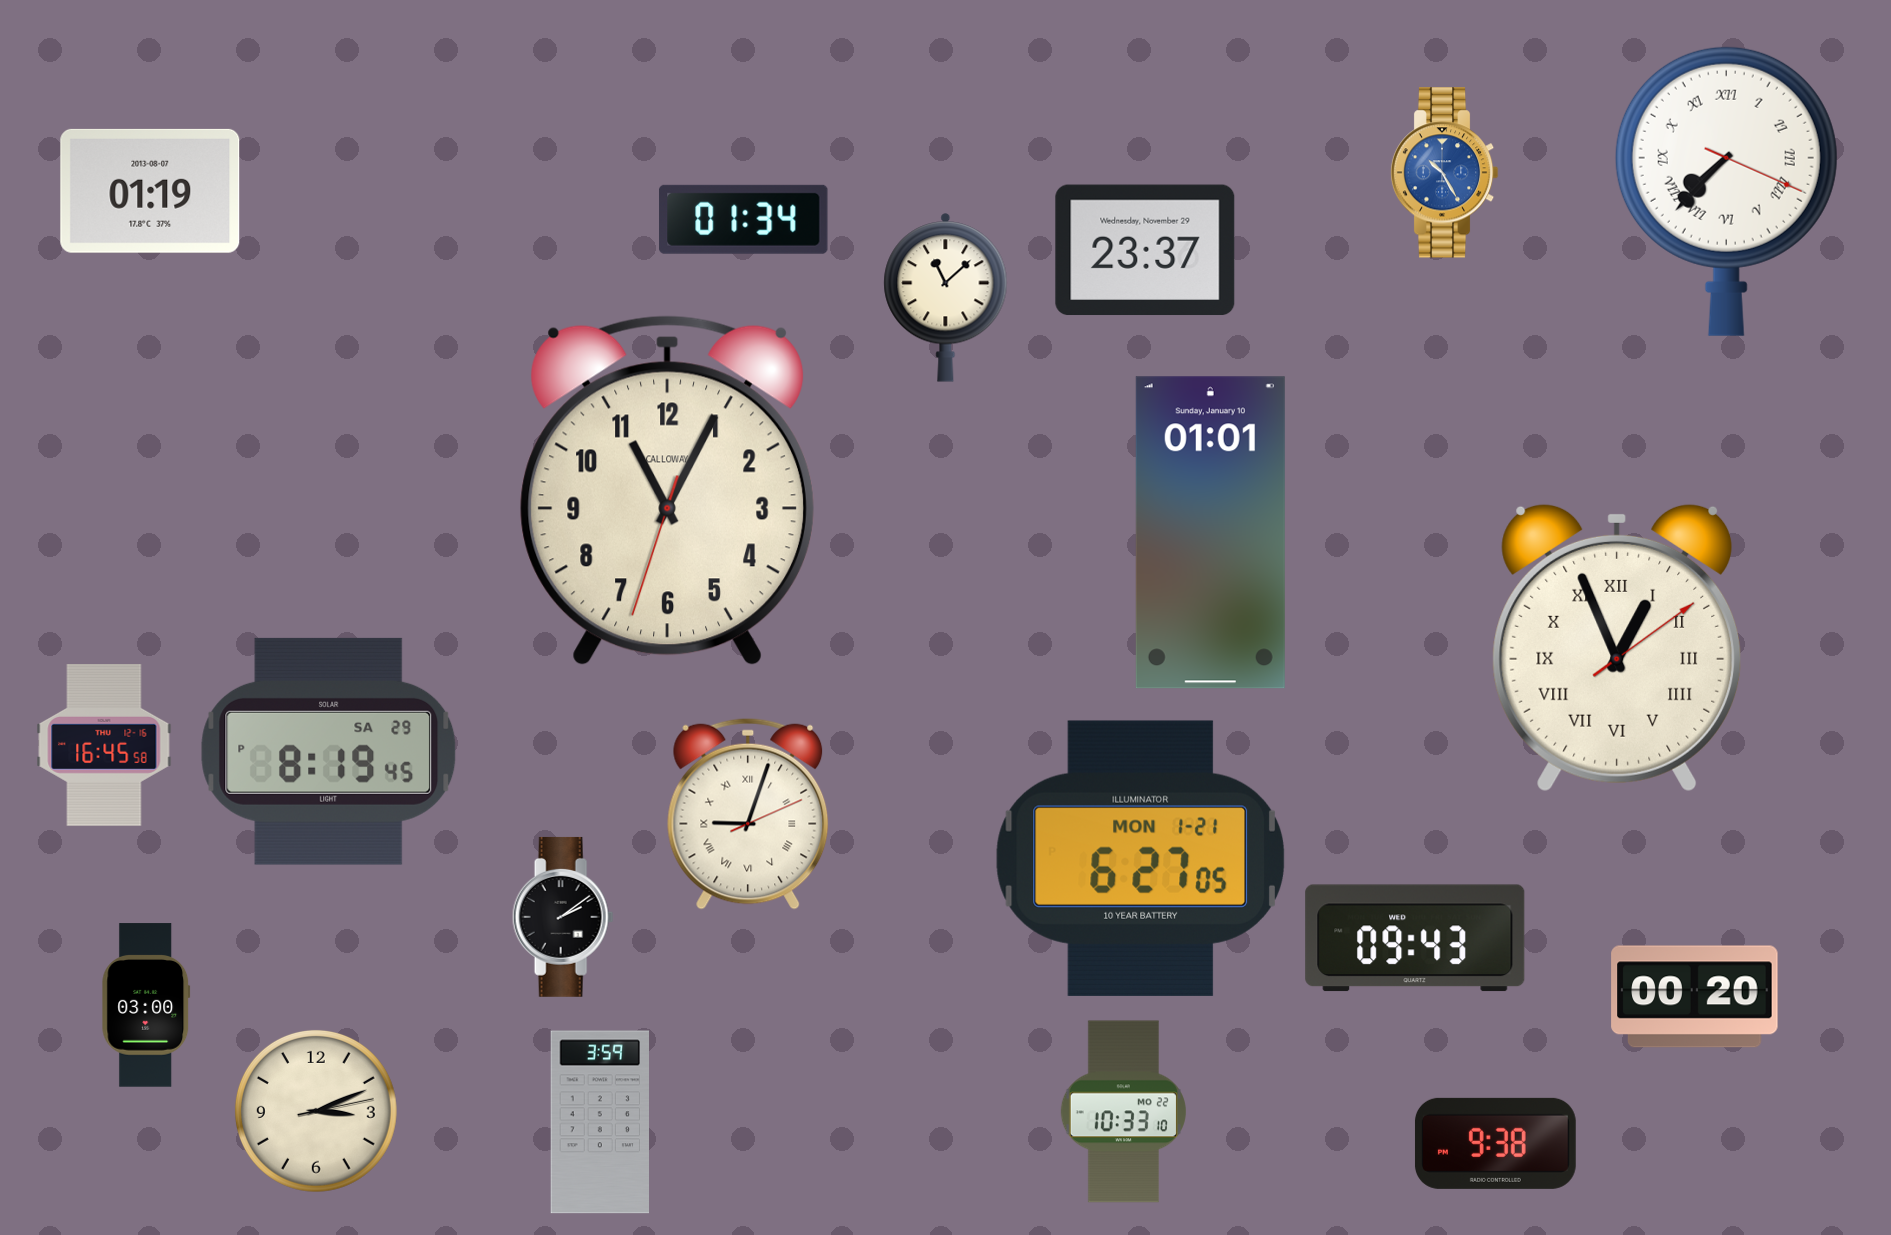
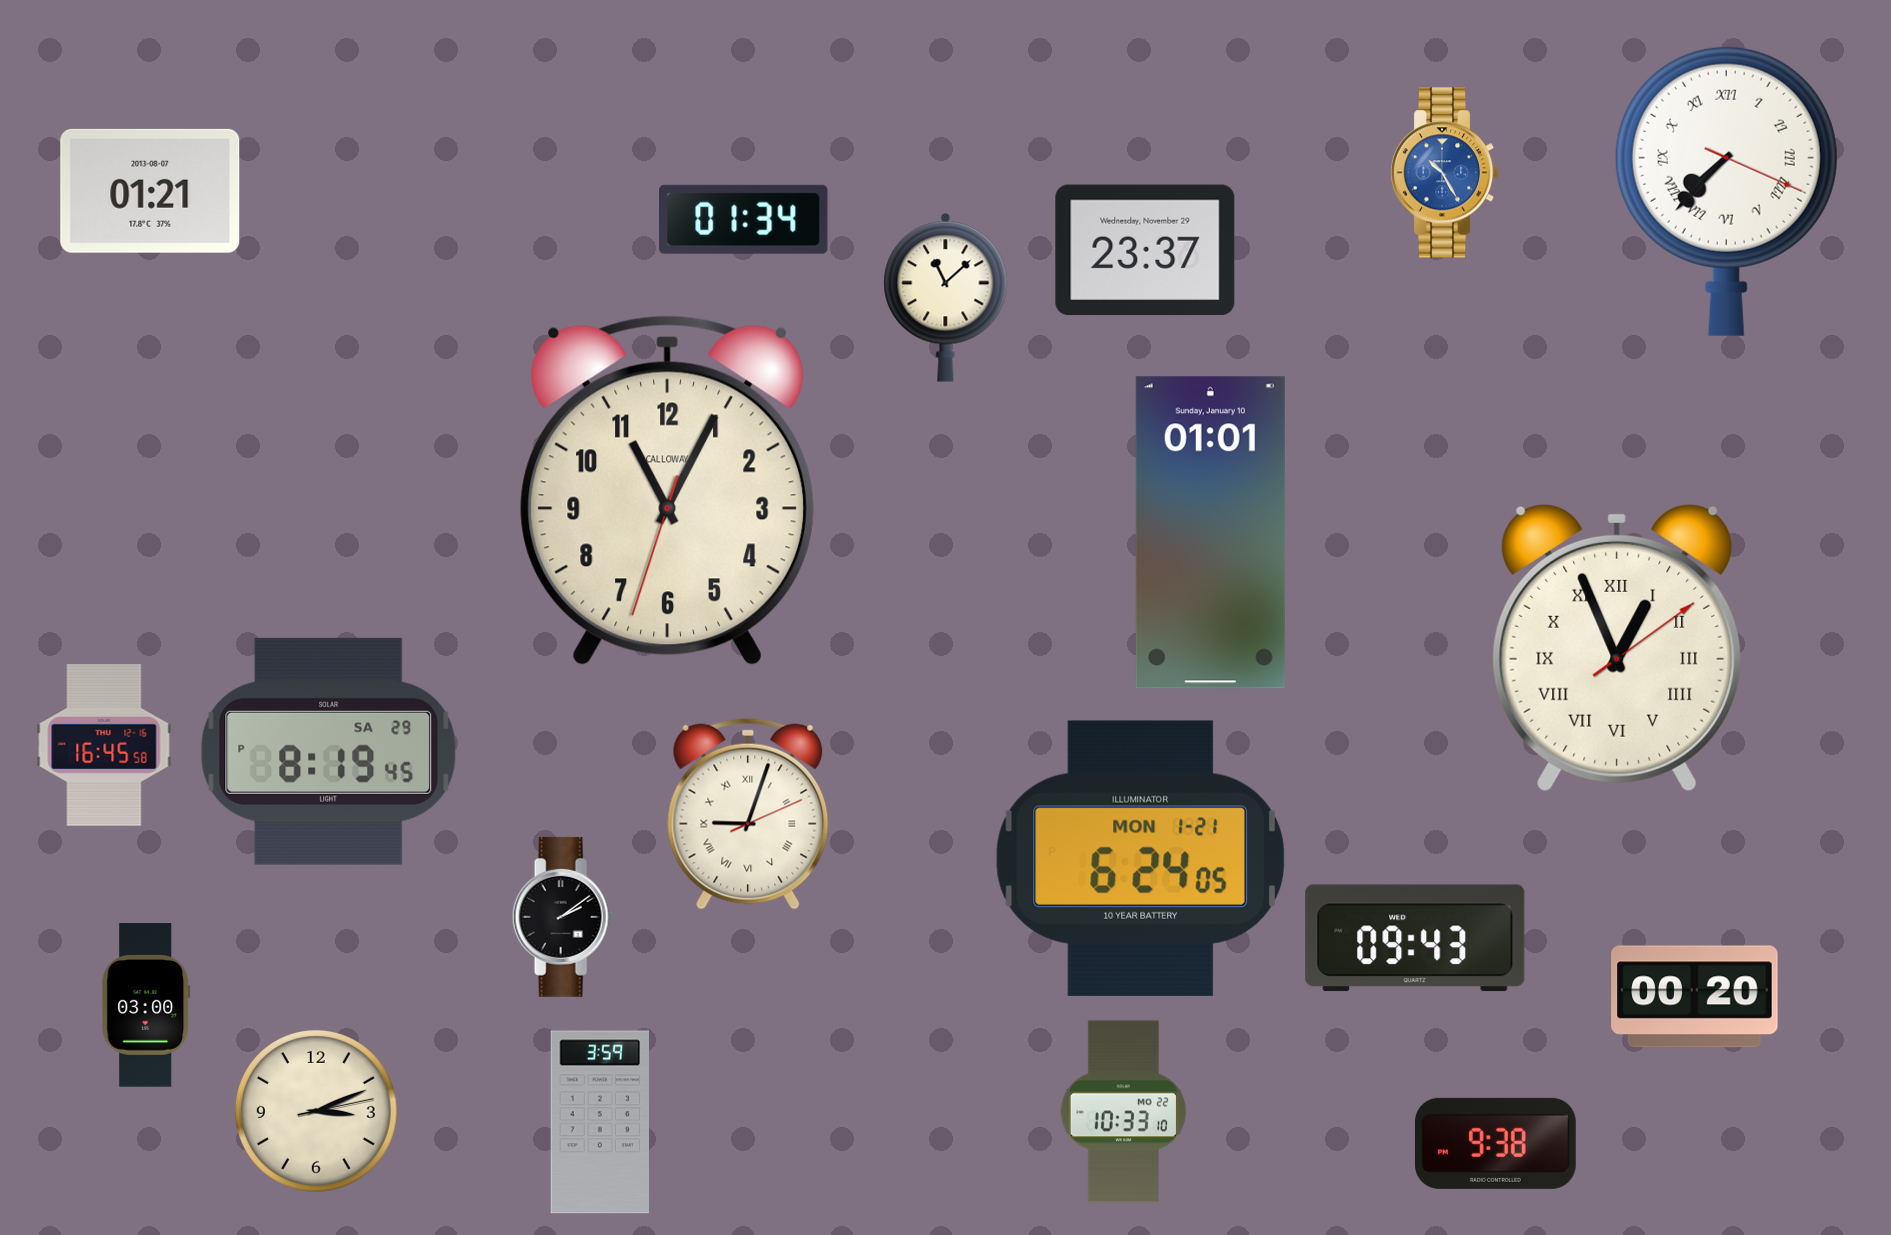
clock at (150, 191): 01:19 -> 01:21
clock at (1140, 858): 6:27 -> 6:24
